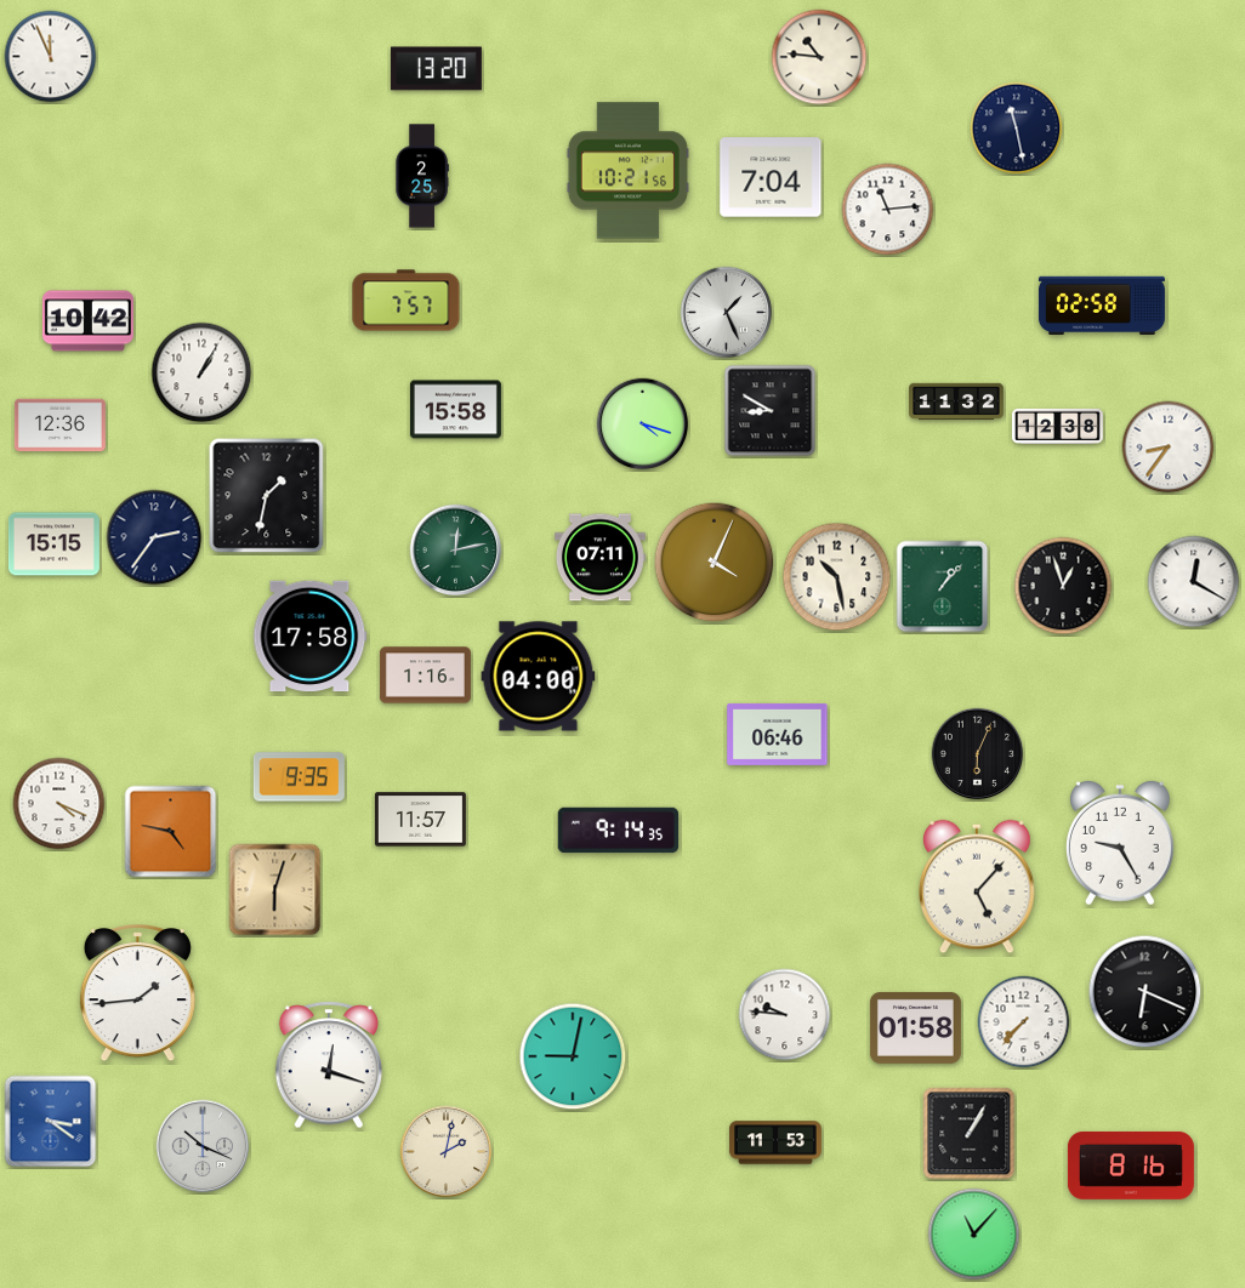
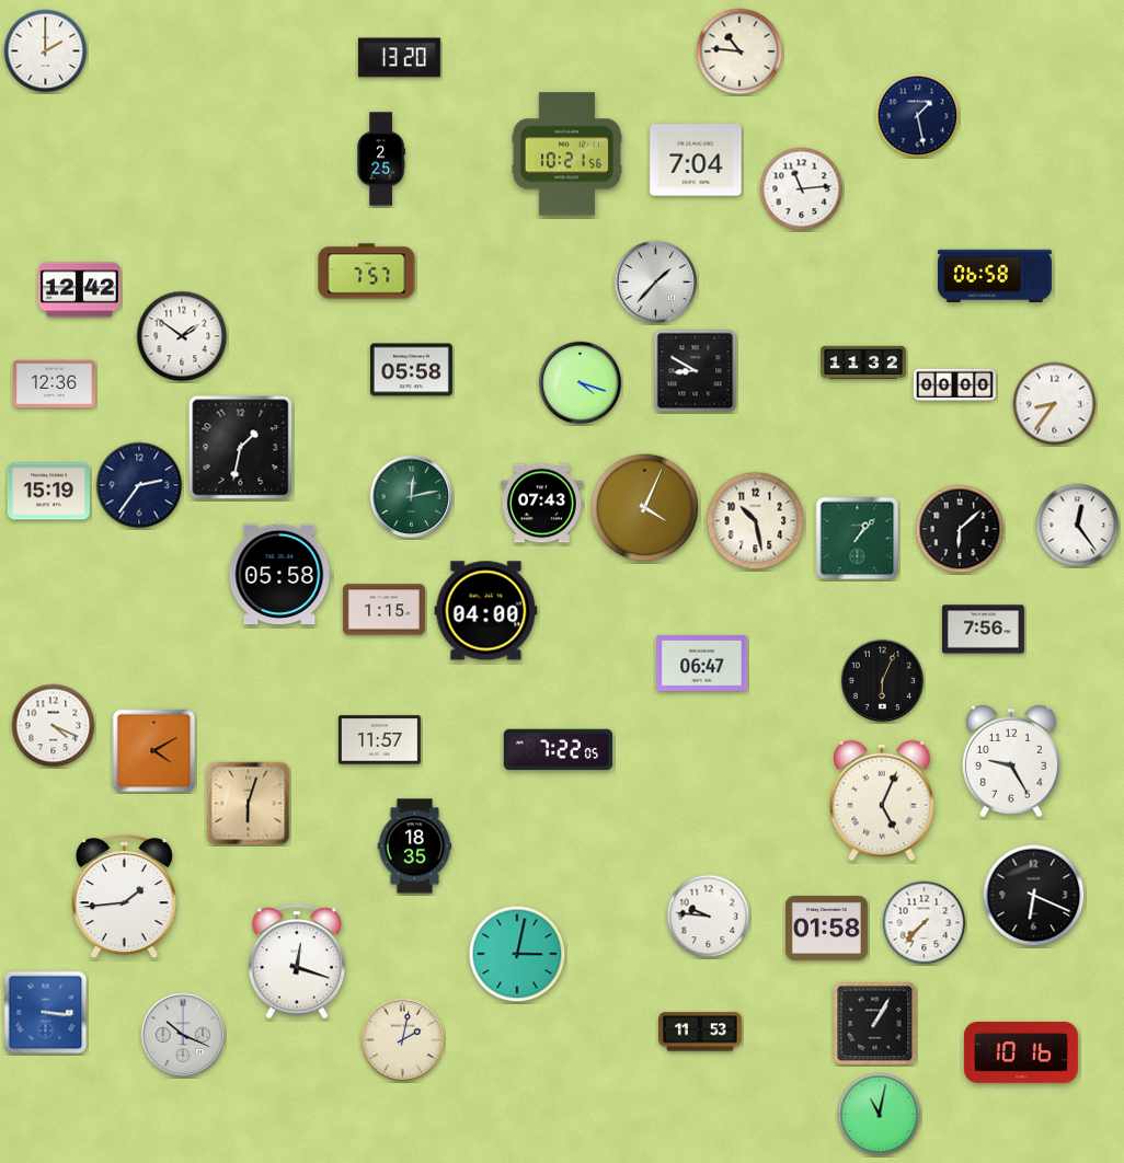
clock at (51, 57): 11:56 -> 2:00
clock at (436, 69) position: (436, 69) -> (399, 58)
clock at (1017, 129): 11:28 -> 1:28
clock at (1102, 304): 02:58 -> 06:58
clock at (727, 313): 1:26 -> 1:37
clock at (87, 321): 10:42 -> 12:42
clock at (201, 372): 1:05 -> 1:51
clock at (455, 410): 15:58 -> 05:58
clock at (1057, 426): 12:38 -> 00:00
clock at (53, 545): 15:15 -> 15:19
clock at (599, 558): 07:11 -> 07:43
clock at (1194, 582): 12:20 -> 12:24
clock at (1063, 586): 12:57 -> 6:08
clock at (943, 587) position: (943, 587) -> (858, 539)
clock at (311, 637): 17:58 -> 05:58
clock at (425, 676): 1:16 -> 1:15
clock at (983, 630): none -> 7:56
clock at (778, 734): 06:46 -> 06:47
clock at (299, 777): 9:35 -> none
clock at (619, 831): 9:14 -> 7:22
clock at (171, 832): 4:47 -> 4:10
clock at (977, 887): 5:07 -> 5:04
clock at (415, 847): none -> 18:35
clock at (573, 1056): 9:02 -> 3:02
clock at (51, 1122): 3:21 -> 3:16
clock at (1131, 1166): 8:16 -> 10:16
clock at (974, 1235): 11:07 -> 11:02
